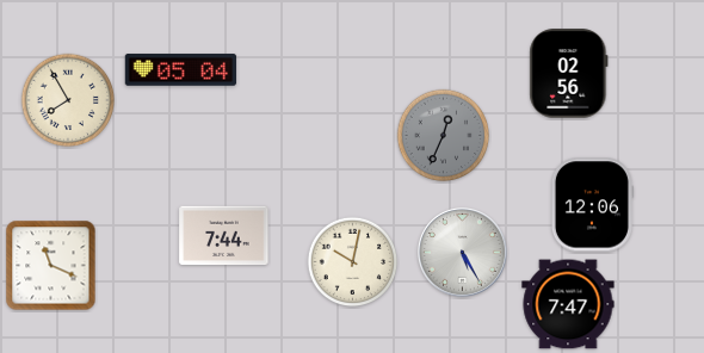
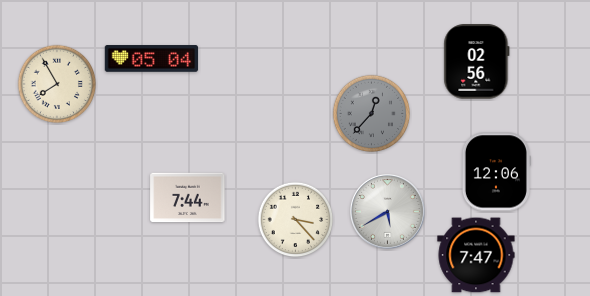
clock at (444, 136): 12:34 -> 12:37
clock at (462, 252): 5:25 -> 5:40
clock at (353, 262): 10:02 -> 3:23
clock at (51, 266): 11:19 -> none
